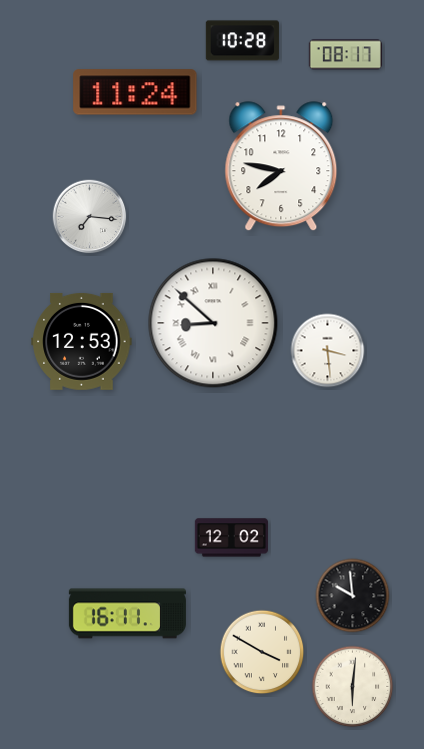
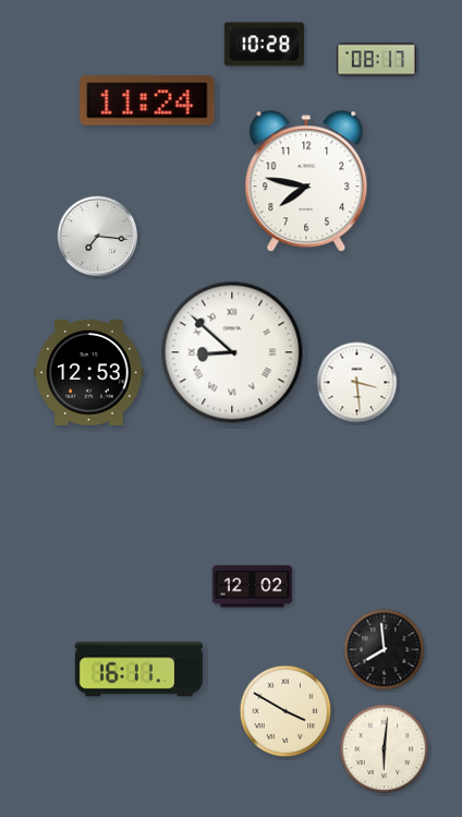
clock at (353, 596): 9:59 -> 7:59
